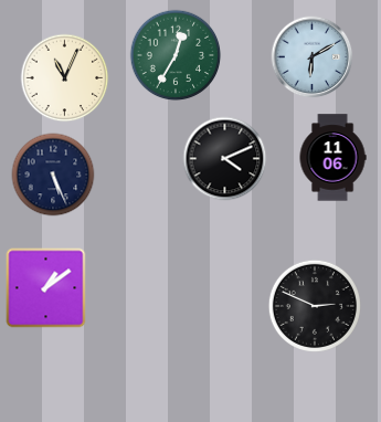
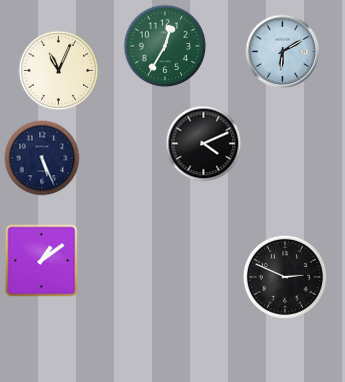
clock at (176, 55) position: (176, 55) -> (165, 46)
clock at (332, 158): 11:06 -> none
clock at (53, 175) position: (53, 175) -> (42, 158)
